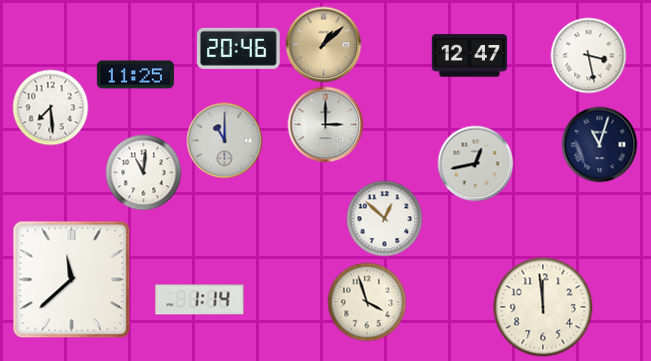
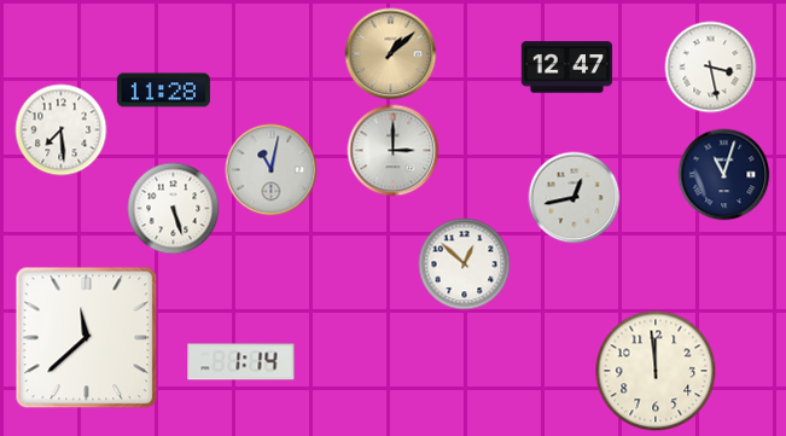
clock at (239, 48): 20:46 -> none
clock at (135, 75): 11:25 -> 11:28
clock at (225, 141): 11:00 -> 11:02
clock at (144, 173): 11:01 -> 5:27
clock at (367, 302): 3:57 -> none
